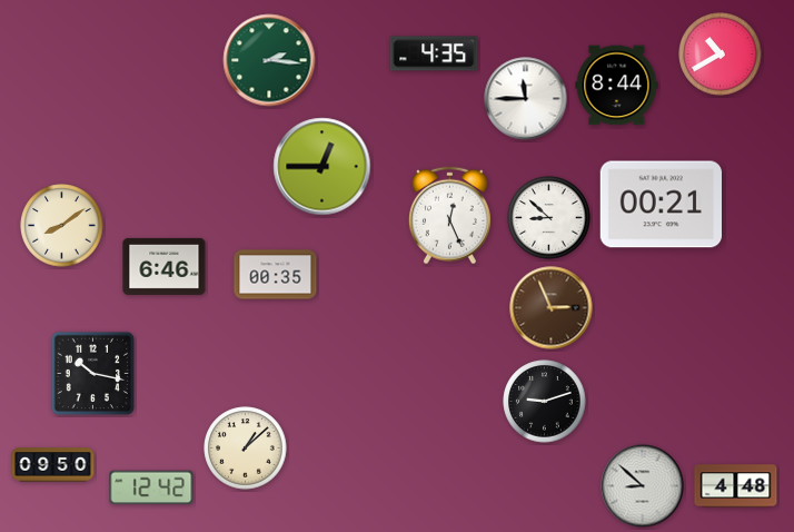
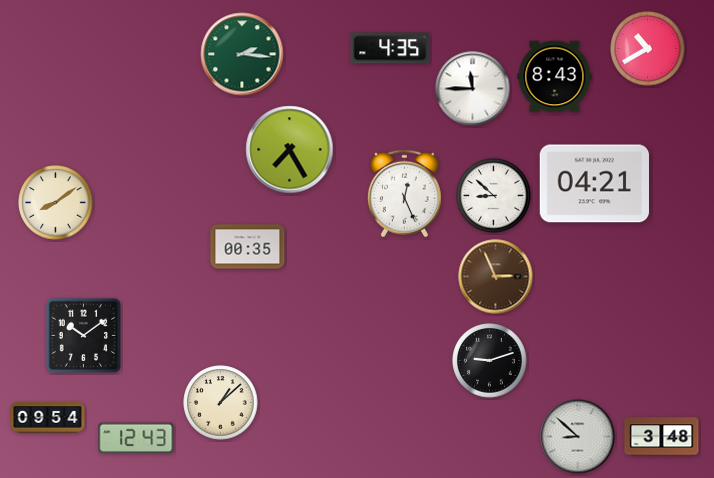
clock at (617, 86): 8:44 -> 8:43
clock at (322, 167): 12:45 -> 7:25
clock at (661, 205): 00:21 -> 04:21
clock at (165, 266): 6:46 -> none
clock at (93, 374): 10:17 -> 10:09
clock at (53, 465): 09:50 -> 09:54
clock at (736, 486): 4:48 -> 3:48
clock at (151, 487): 12:42 -> 12:43
